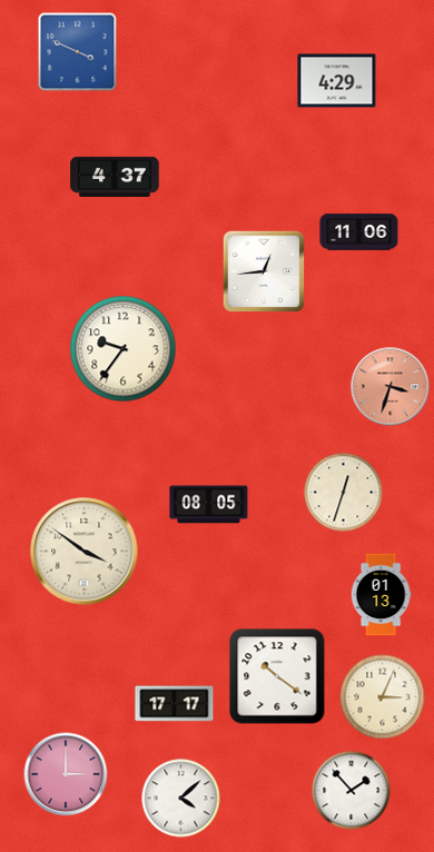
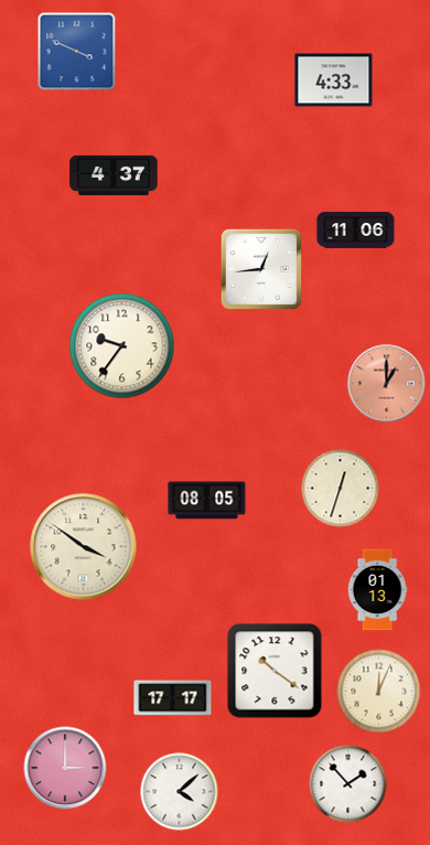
clock at (337, 81): 4:29 -> 4:33
clock at (391, 387): 3:33 -> 1:00
clock at (383, 697): 3:04 -> 12:04
